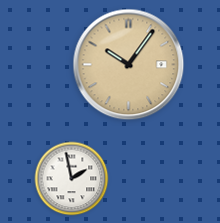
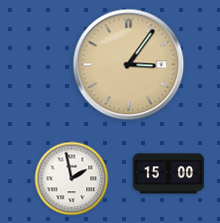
clock at (129, 65): 10:06 -> 3:06
clock at (169, 174): none -> 15:00
